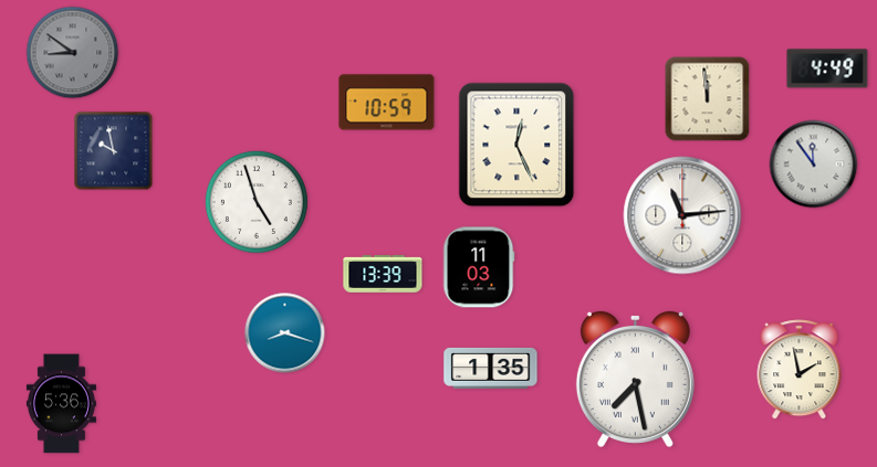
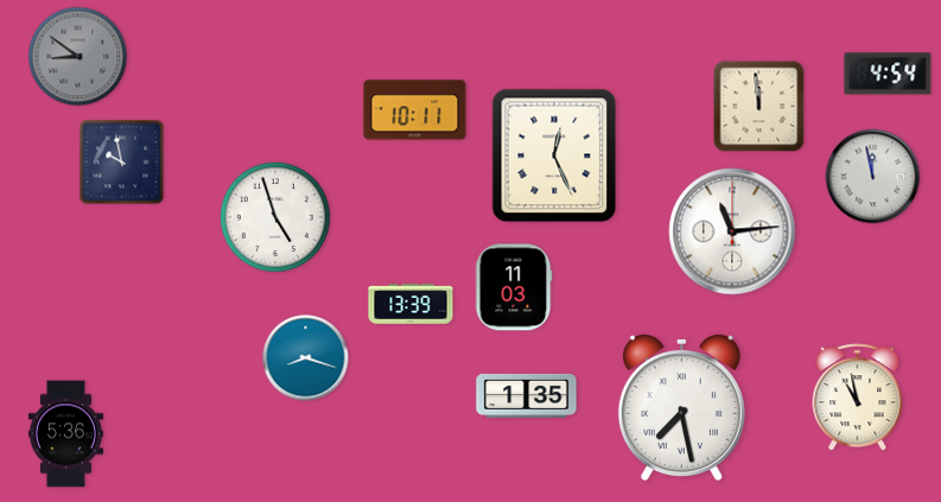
clock at (827, 68): 4:49 -> 4:54
clock at (387, 103): 10:59 -> 10:11
clock at (814, 164): 11:54 -> 11:58
clock at (383, 274) position: (383, 274) -> (411, 304)
clock at (800, 370): 1:58 -> 10:58
